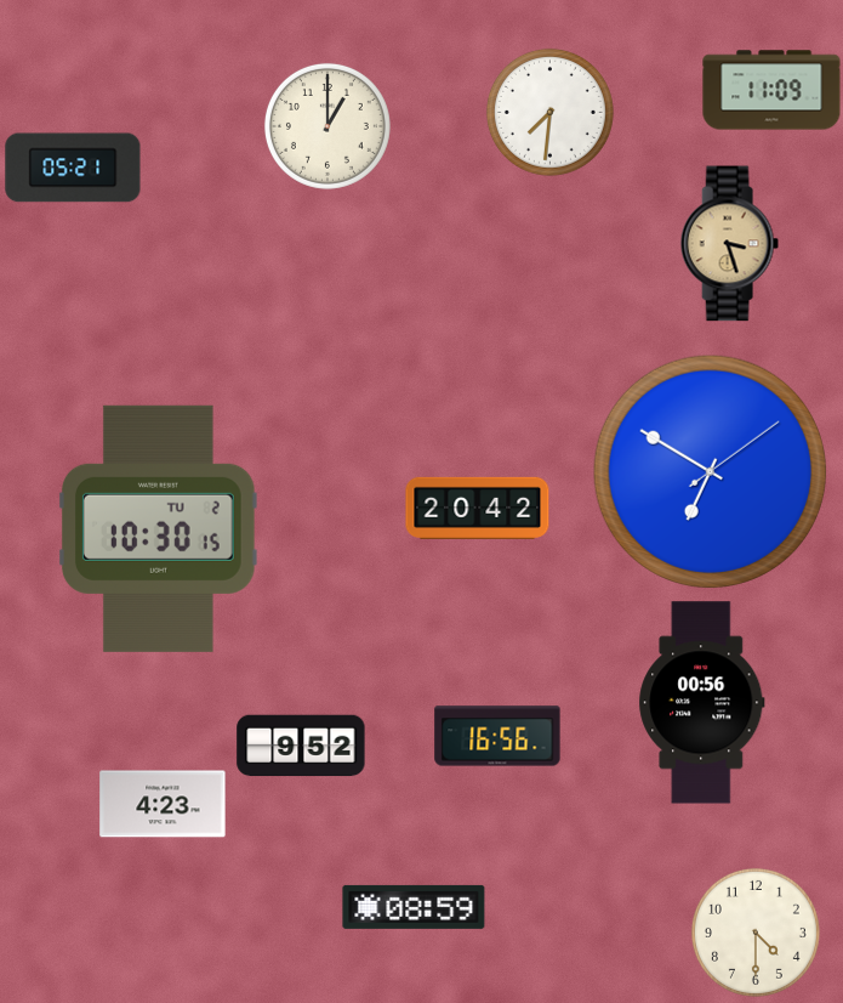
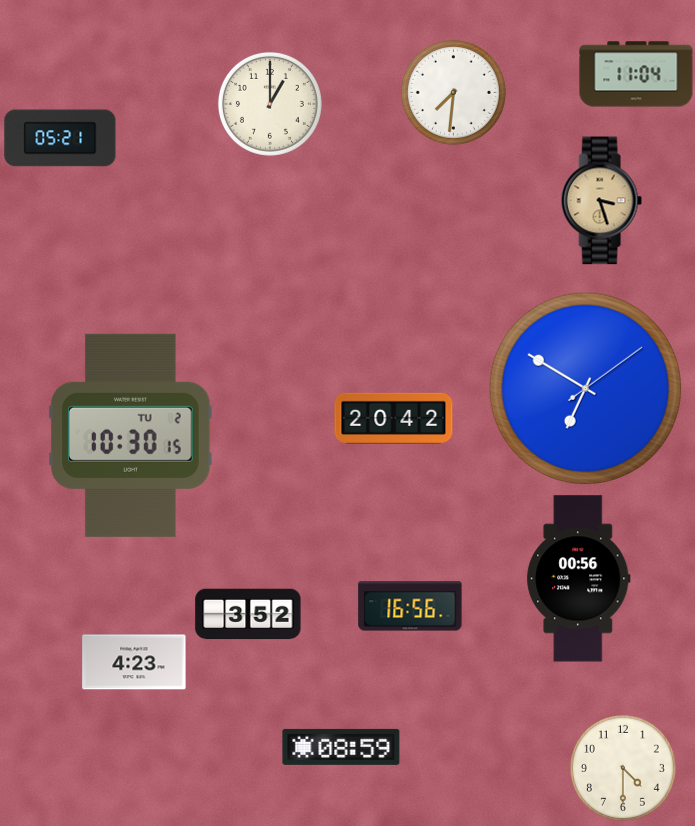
clock at (771, 90): 11:09 -> 11:04
clock at (301, 746): 9:52 -> 3:52
